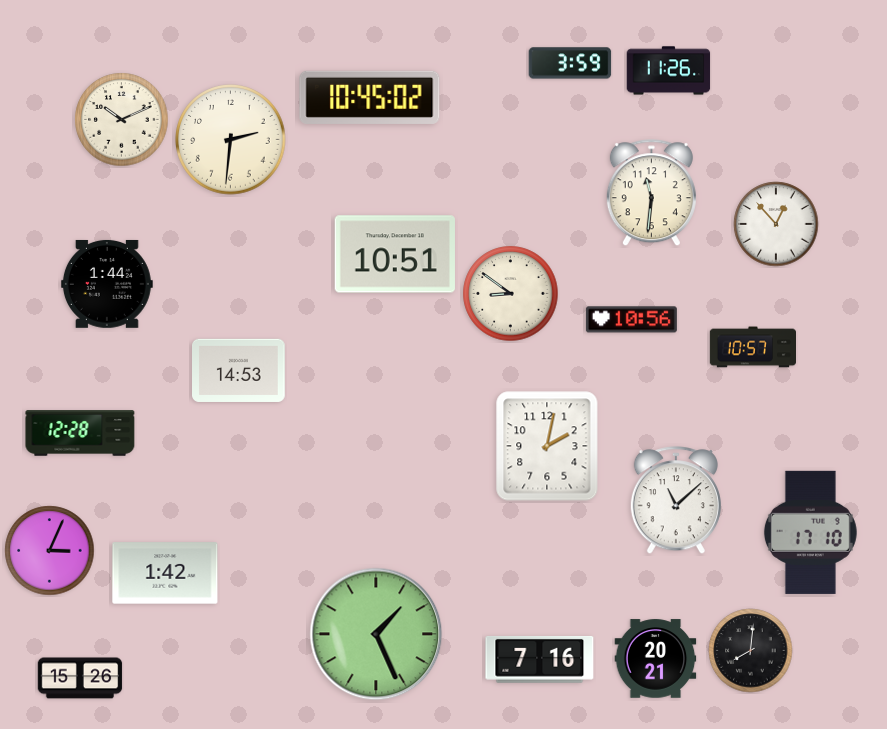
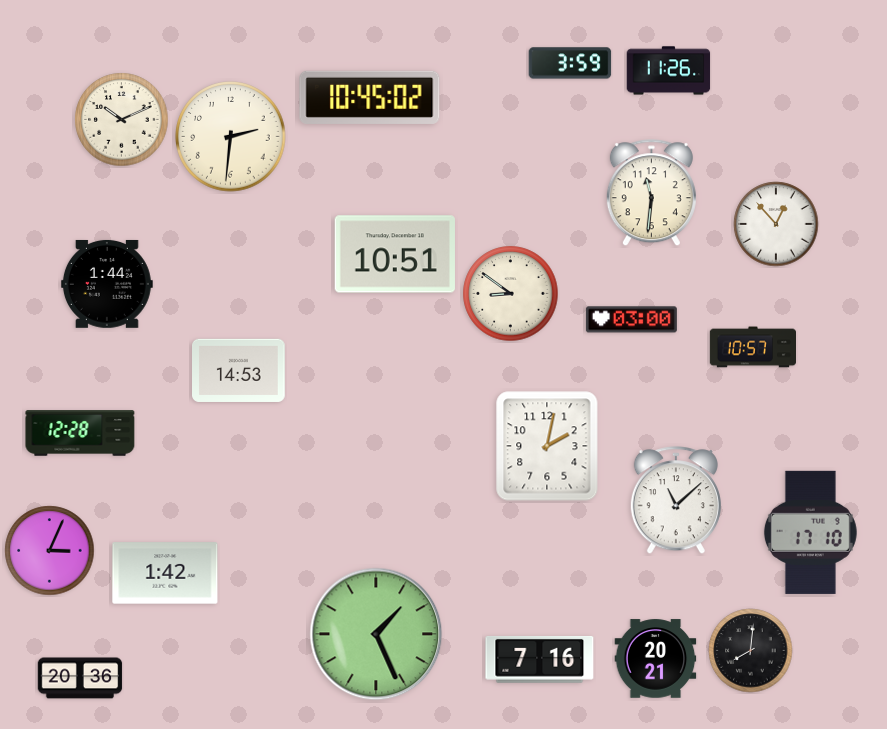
clock at (231, 140) position: (231, 140) -> (231, 137)
clock at (631, 320): 10:56 -> 03:00
clock at (80, 678): 15:26 -> 20:36
